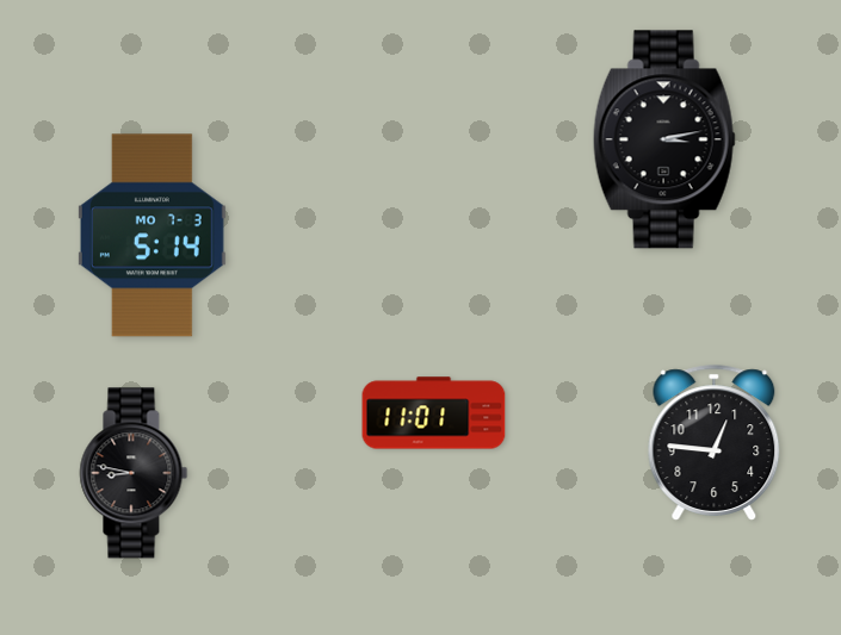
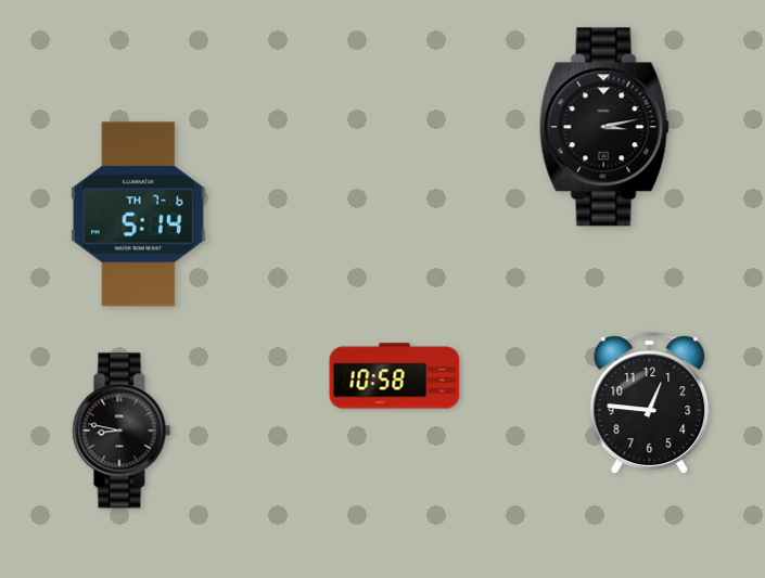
clock at (151, 236) date: MO 7-3 -> TH 7-6
clock at (434, 413): 11:01 -> 10:58
